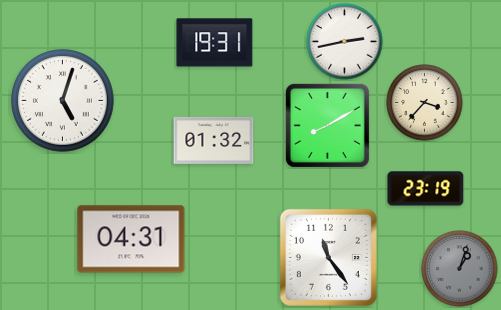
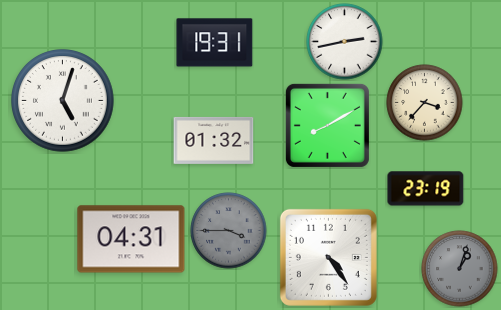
clock at (229, 231): none -> 3:45
clock at (328, 257): 11:24 -> 4:24
